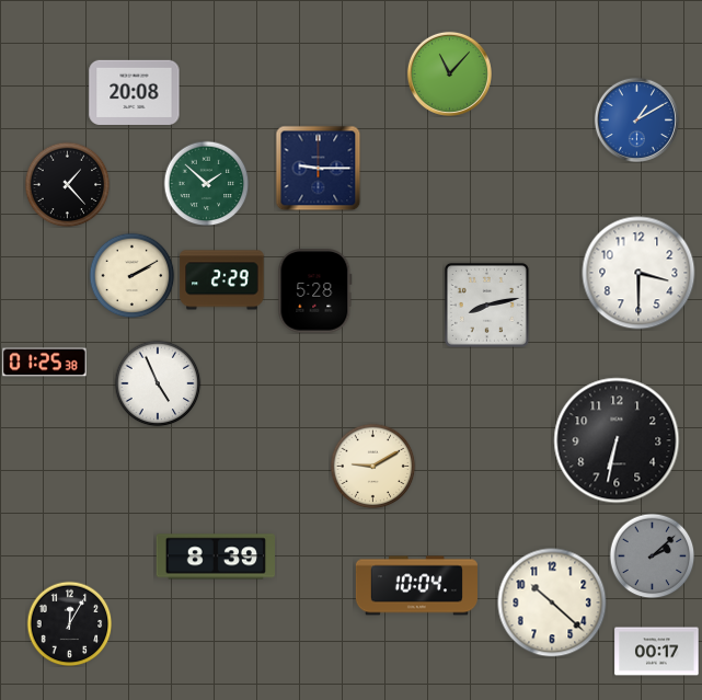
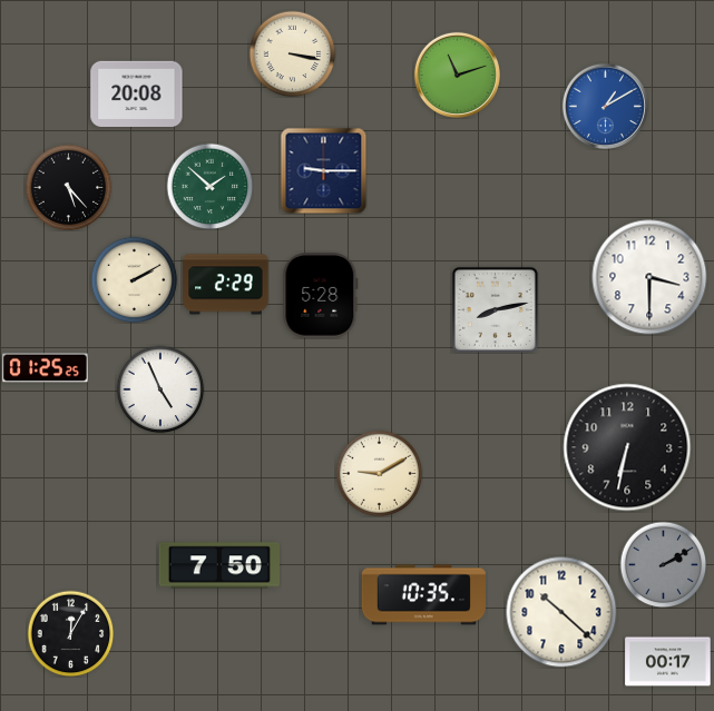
clock at (292, 53): none -> 3:17
clock at (449, 73): 11:07 -> 11:12
clock at (636, 119) position: (636, 119) -> (605, 106)
clock at (67, 184): 1:23 -> 5:23
clock at (45, 363): 01:25:38 -> 01:25:25
clock at (652, 555): 2:08 -> 2:10
clock at (215, 556): 8:39 -> 7:50
clock at (416, 586): 10:04 -> 10:35
